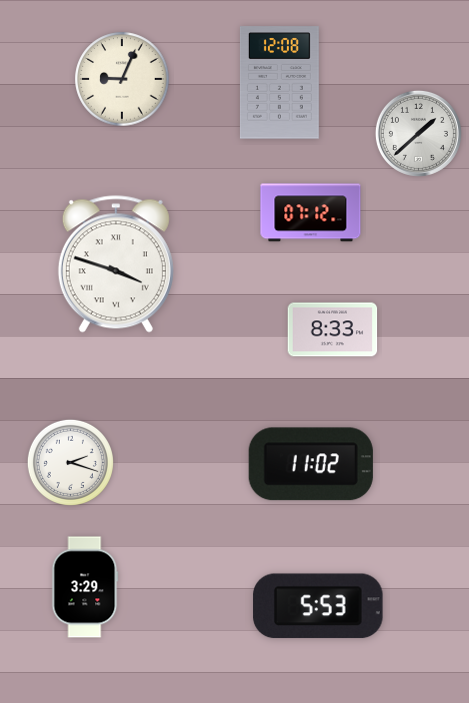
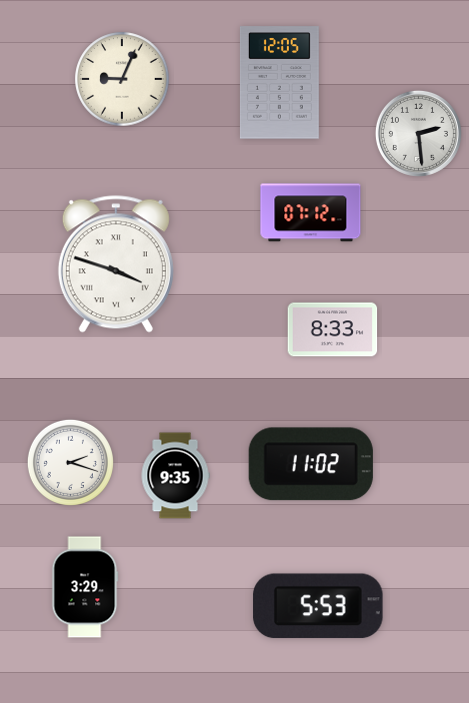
clock at (279, 83): 12:08 -> 12:05
clock at (418, 133): 1:38 -> 2:29
clock at (175, 476): none -> 9:35
